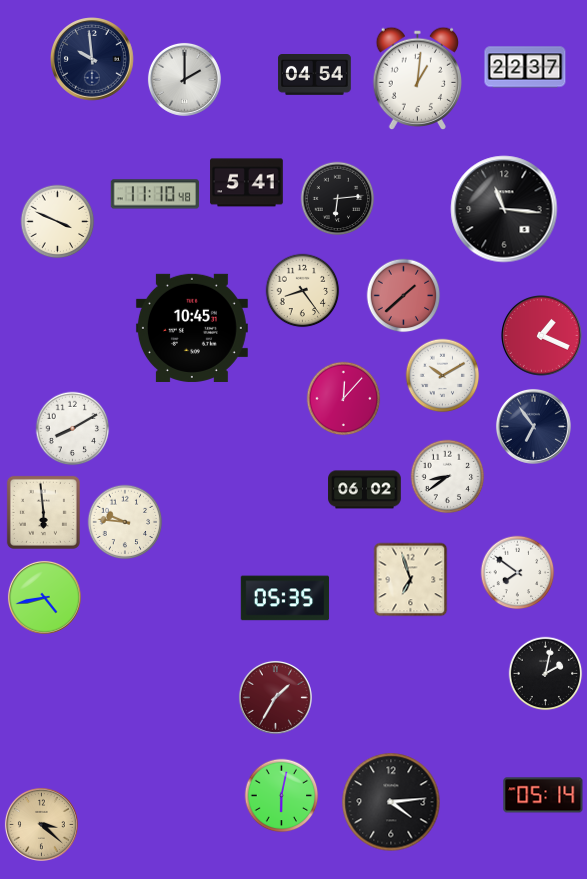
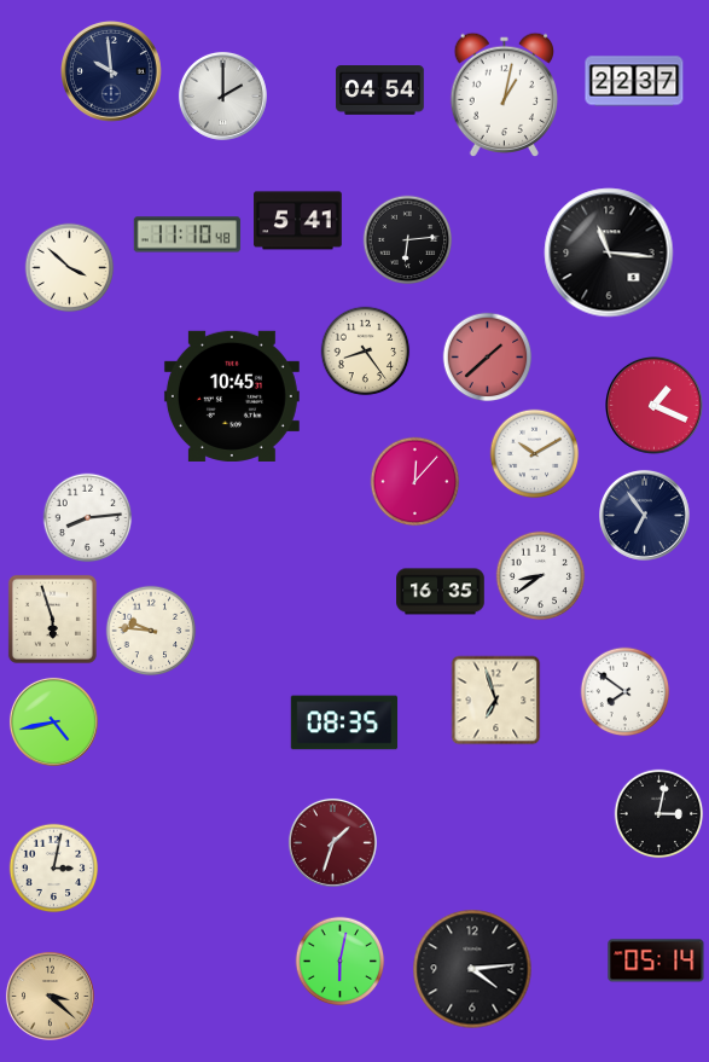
clock at (417, 78): 1:01 -> 1:02
clock at (58, 222): 3:49 -> 3:52
clock at (73, 429): 8:10 -> 8:14
clock at (365, 490): 06:02 -> 16:35
clock at (43, 512): 5:59 -> 5:57
clock at (285, 598): 05:35 -> 08:35
clock at (546, 674): 2:02 -> 3:02
clock at (275, 697): 1:35 -> 1:33
clock at (54, 869): none -> 3:02
